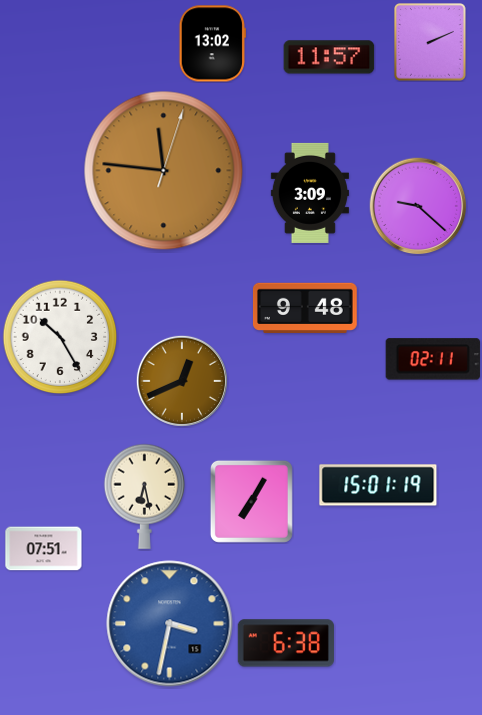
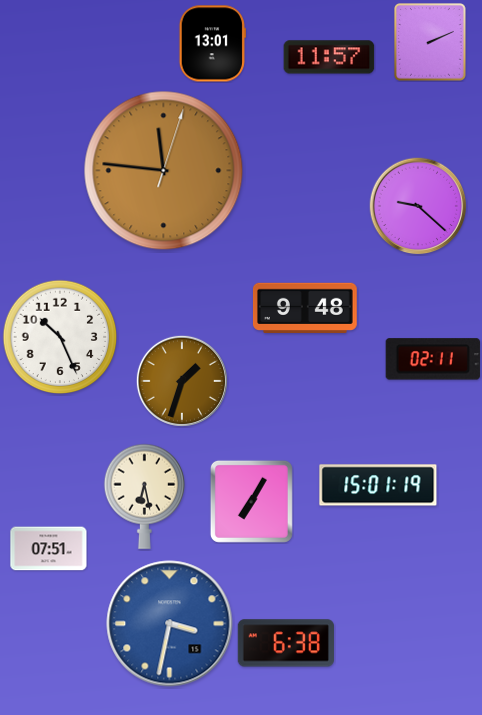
clock at (212, 44): 13:02 -> 13:01
clock at (310, 193): 3:09 -> none
clock at (60, 337): 10:25 -> 10:26
clock at (182, 381): 12:41 -> 1:33
clock at (44, 549) position: (44, 549) -> (49, 549)
